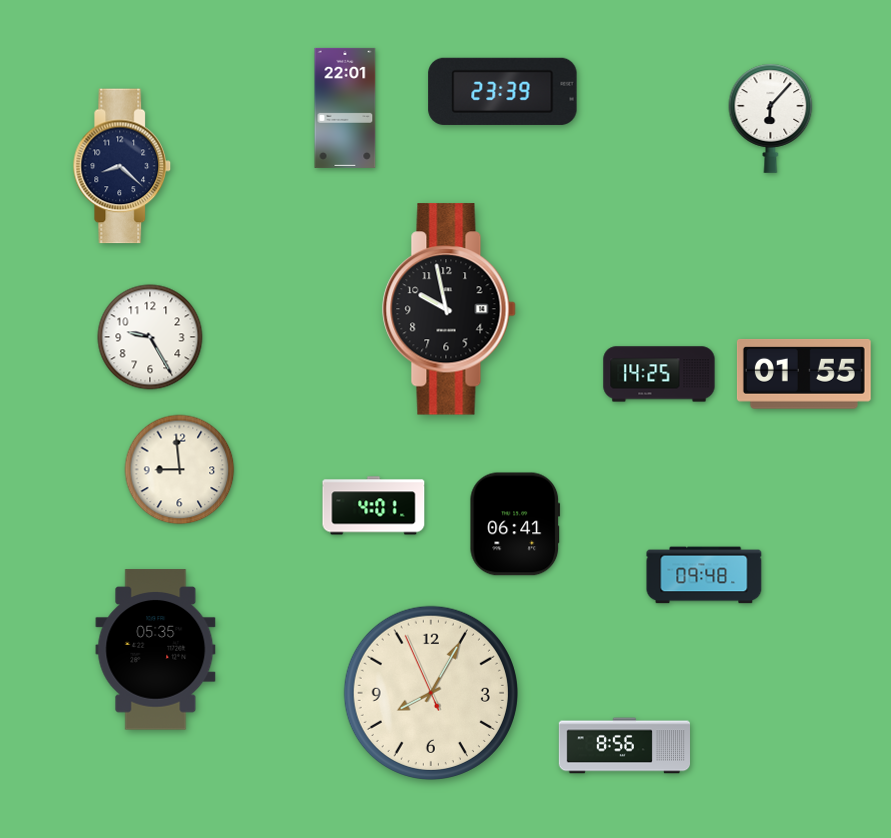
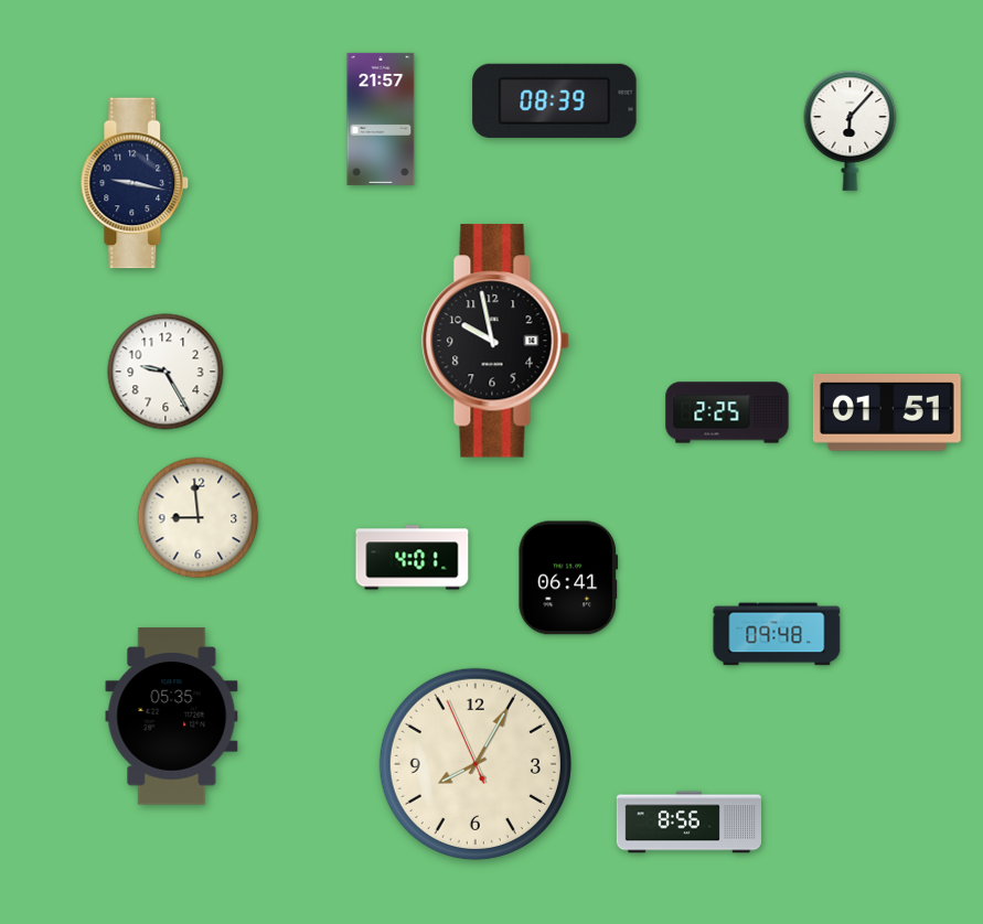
clock at (503, 91): 23:39 -> 08:39
clock at (345, 108): 22:01 -> 21:57
clock at (122, 166): 8:22 -> 9:17
clock at (659, 374): 14:25 -> 2:25
clock at (804, 374): 01:55 -> 01:51
